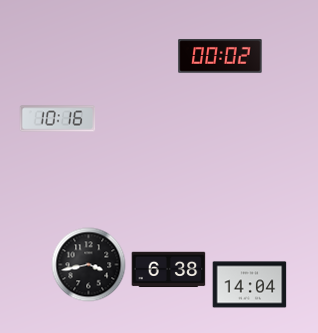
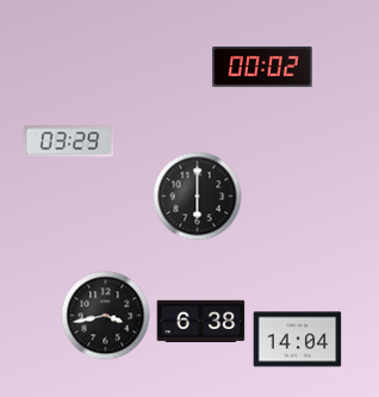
clock at (58, 119): 10:16 -> 03:29
clock at (198, 197): none -> 6:00
